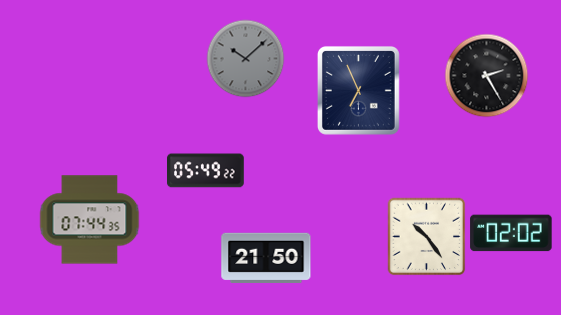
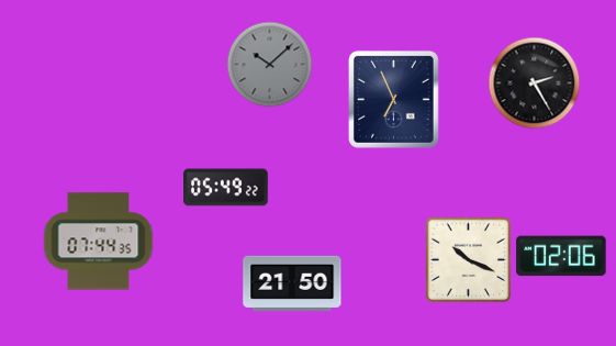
clock at (511, 233): 02:02 -> 02:06
clock at (426, 236): 10:24 -> 10:19
